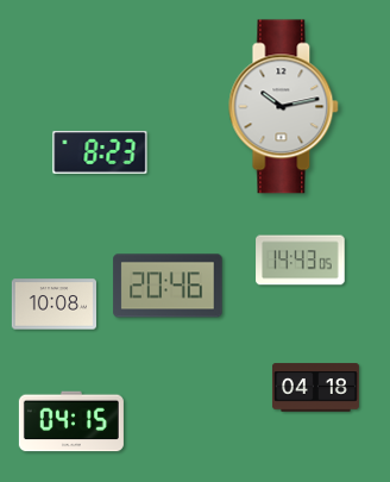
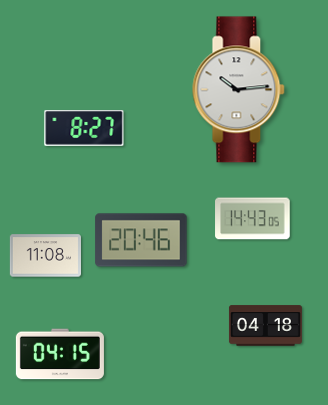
clock at (284, 107): 10:13 -> 10:14
clock at (100, 152): 8:23 -> 8:27
clock at (54, 305): 10:08 -> 11:08
